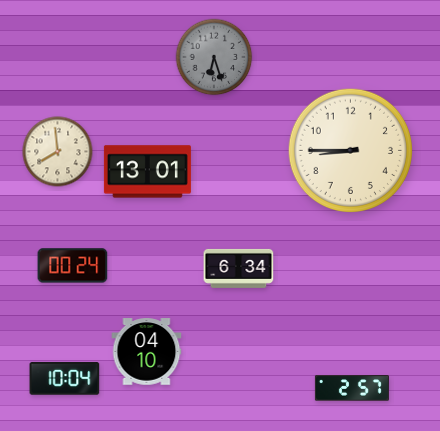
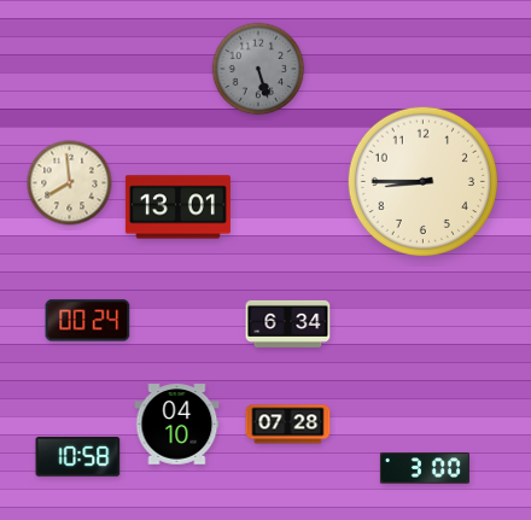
clock at (214, 57): 6:27 -> 5:27
clock at (288, 425): none -> 07:28
clock at (65, 379): 10:04 -> 10:58
clock at (352, 388): 2:57 -> 3:00
